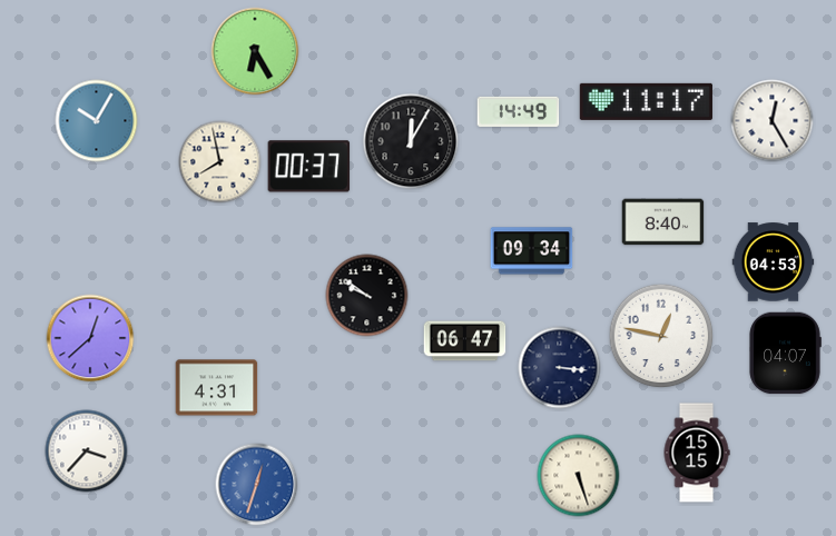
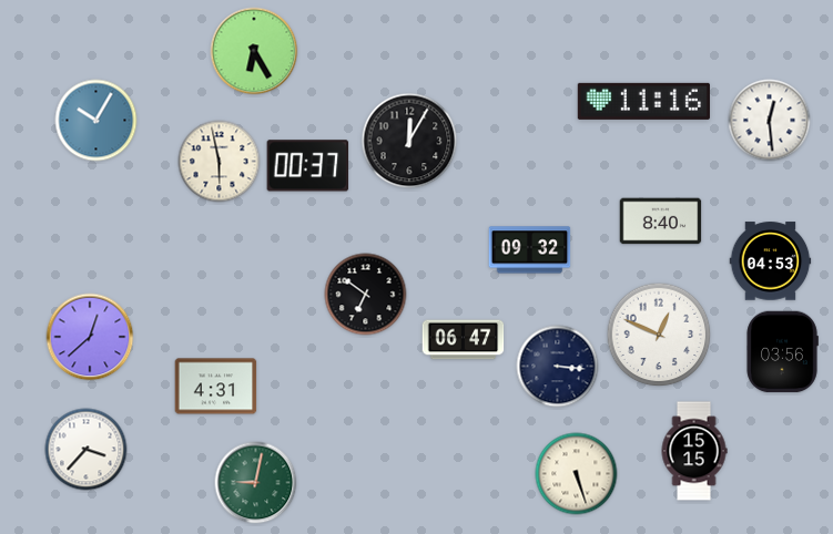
clock at (646, 101): 11:17 -> 11:16
clock at (519, 111): 14:49 -> none
clock at (773, 121): 12:25 -> 12:29
clock at (220, 162): 7:58 -> 5:58
clock at (532, 251): 09:34 -> 09:32
clock at (367, 296): 9:51 -> 6:51
clock at (661, 336): 12:47 -> 12:49
clock at (785, 354): 04:07 -> 03:56
clock at (257, 485): 12:33 -> 9:02
clock at (257, 485) dial: blue -> green
